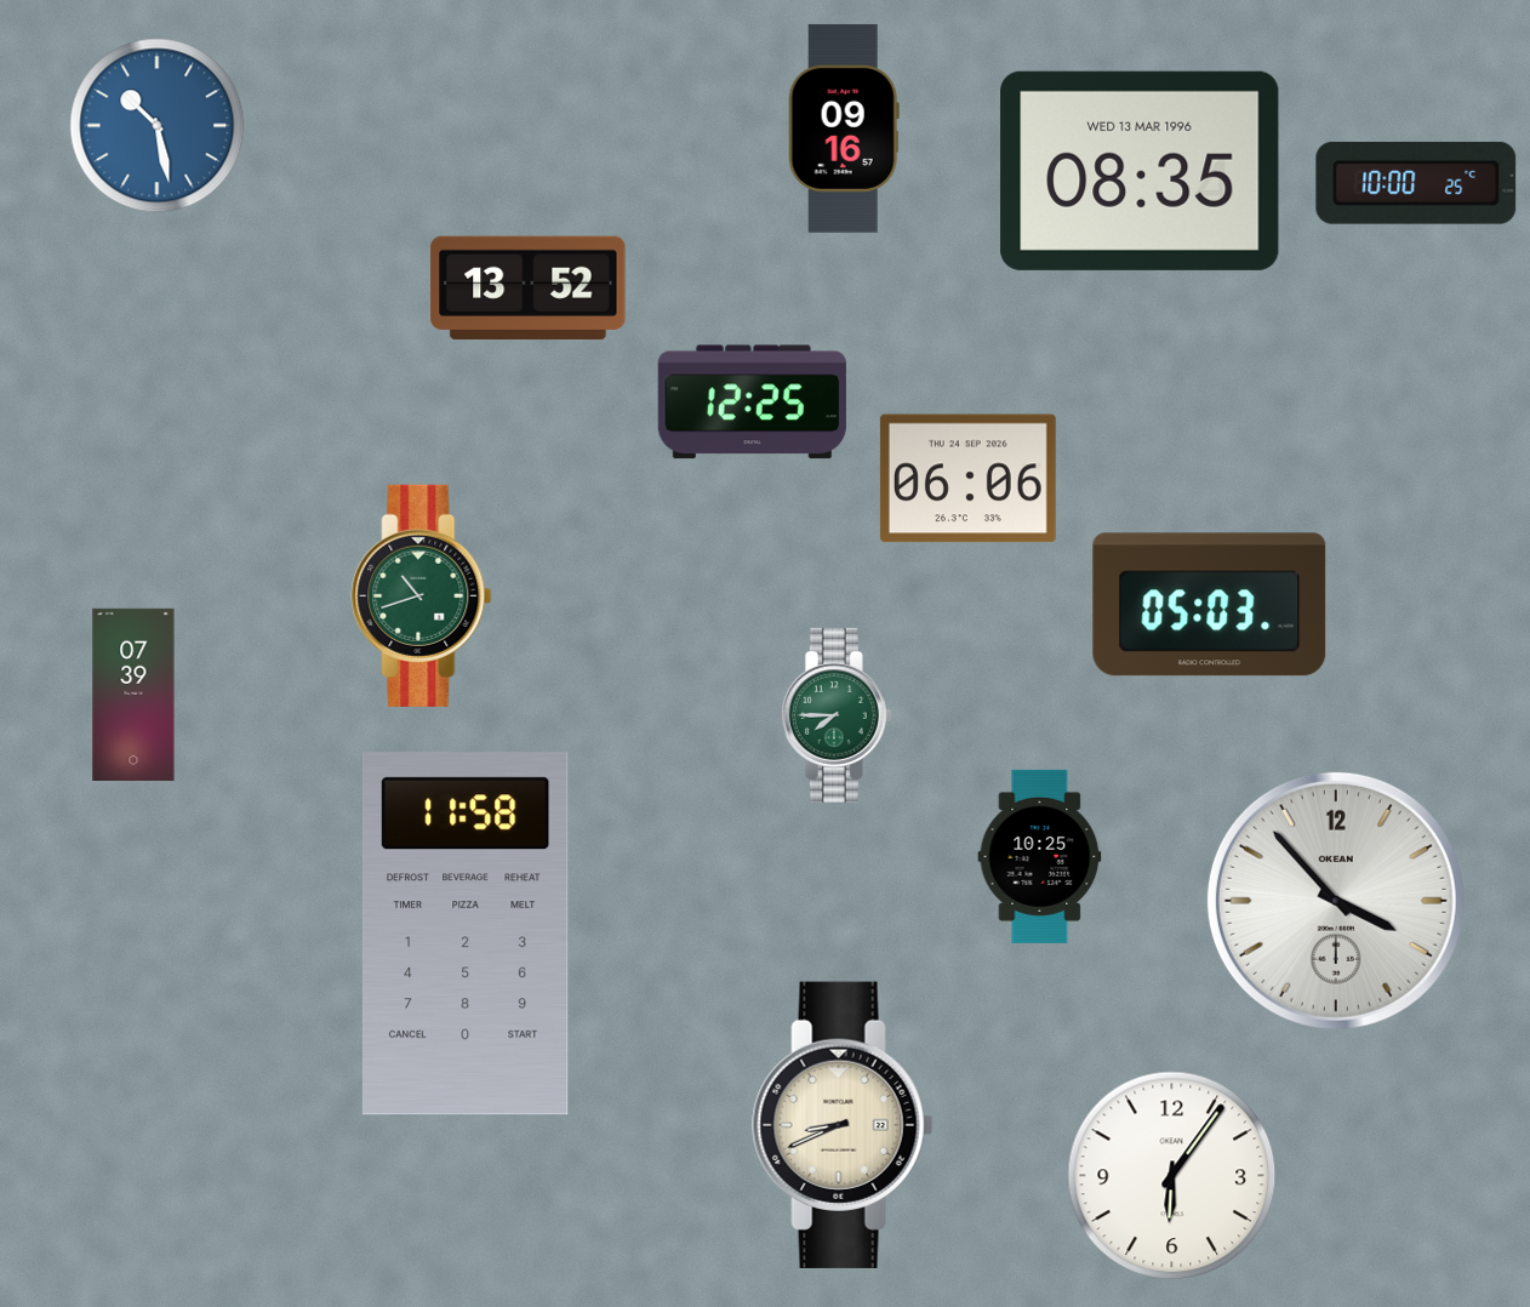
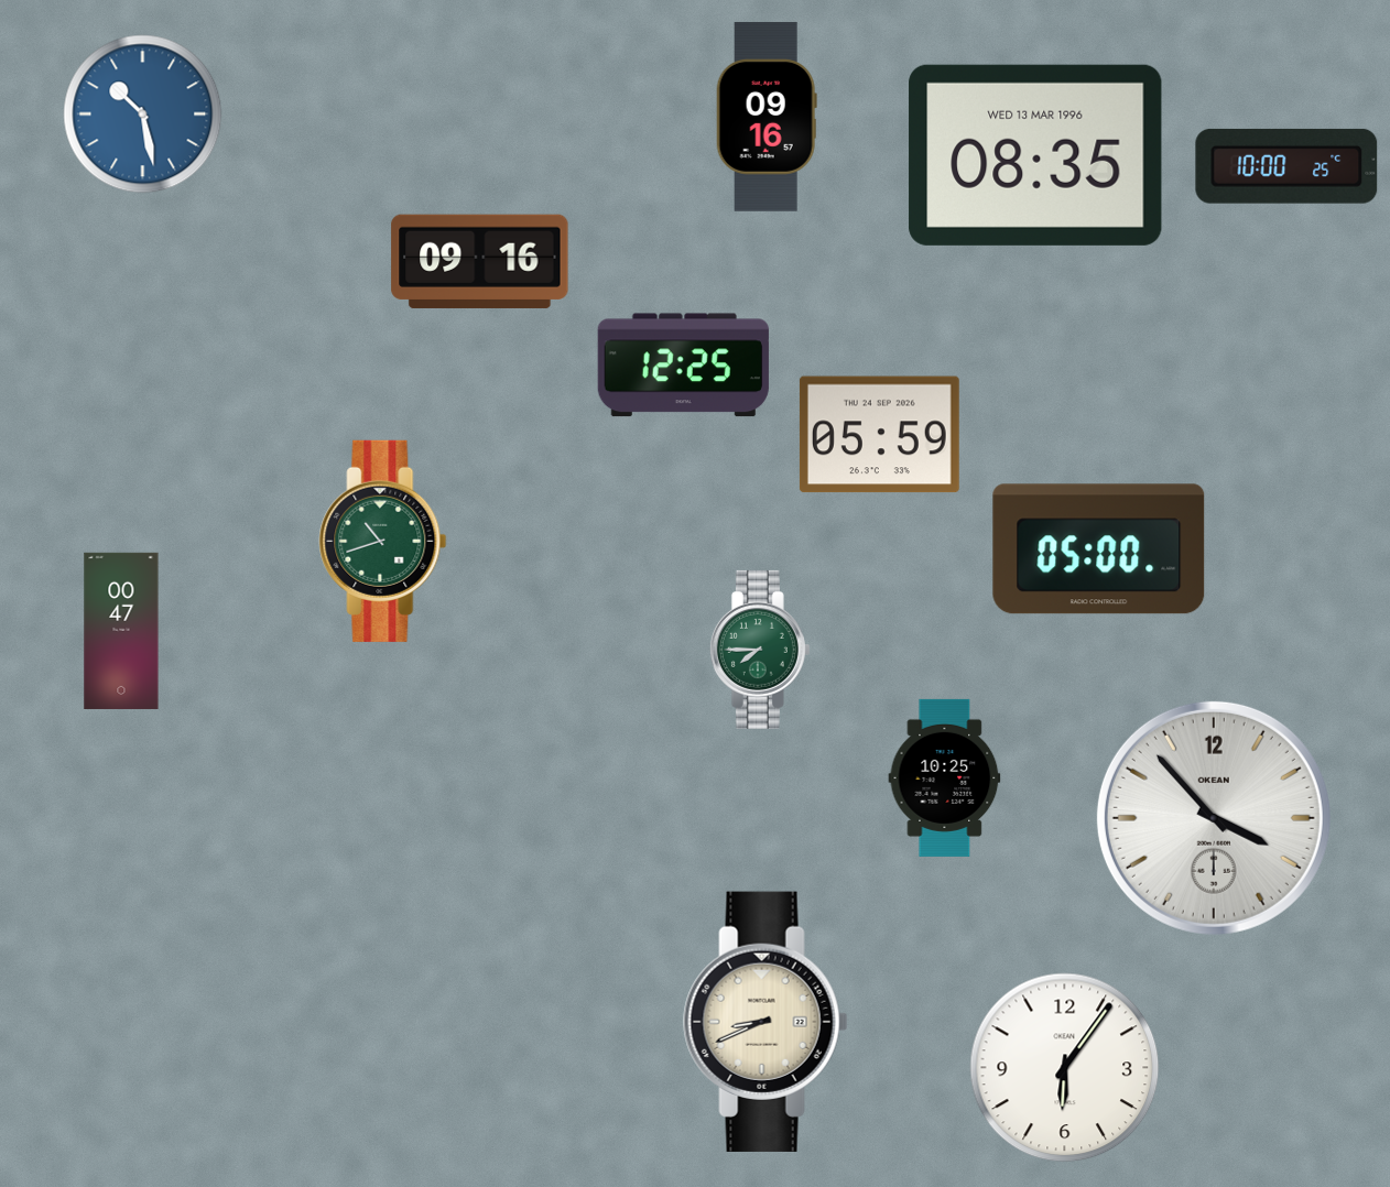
clock at (529, 287): 13:52 -> 09:16
clock at (967, 479): 06:06 -> 05:59
clock at (1210, 605): 05:03 -> 05:00
clock at (133, 695): 07:39 -> 00:47
clock at (466, 934): 11:58 -> none
